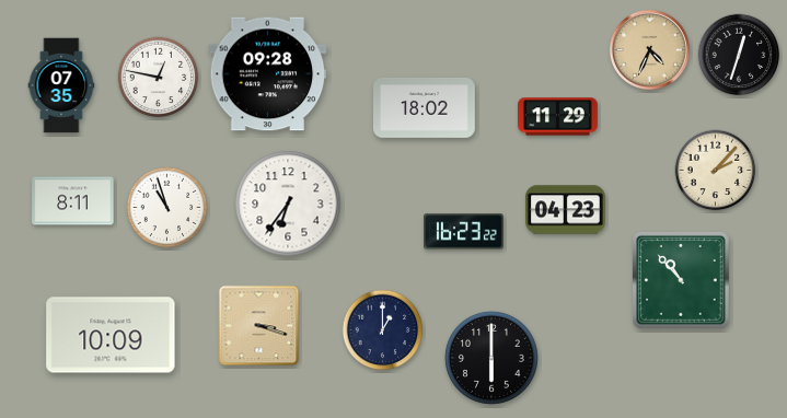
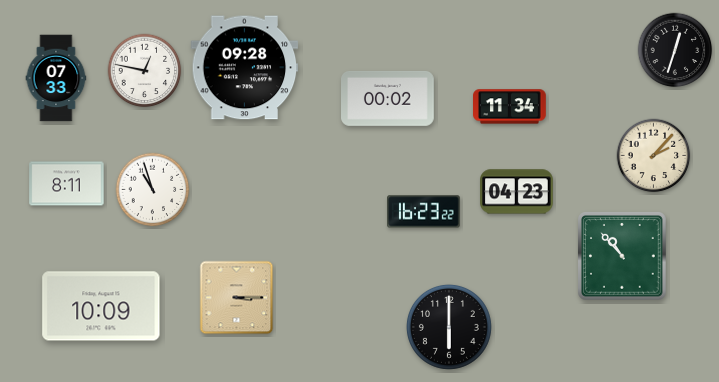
clock at (649, 49): 4:34 -> none
clock at (61, 85): 07:35 -> 07:33
clock at (425, 107): 18:02 -> 00:02
clock at (558, 117): 11:29 -> 11:34
clock at (288, 204): 6:36 -> none
clock at (259, 326): 3:18 -> 3:15
clock at (383, 330): 1:00 -> none
